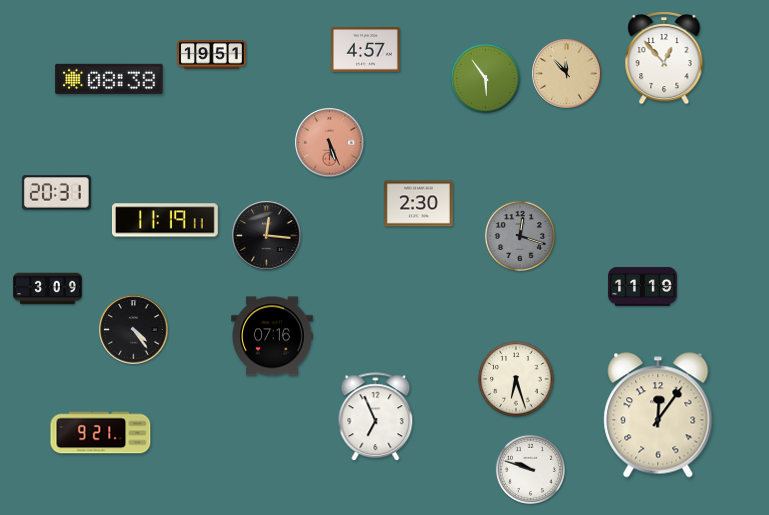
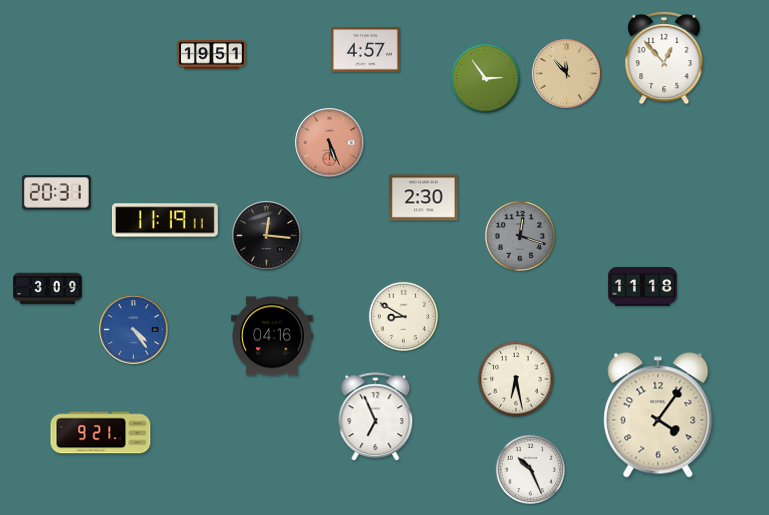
clock at (109, 78): 08:38 -> none
clock at (485, 78): 5:54 -> 2:54
clock at (419, 204) position: (419, 204) -> (424, 198)
clock at (643, 287): 11:19 -> 11:18
clock at (403, 316): none -> 8:50
clock at (134, 330) dial: black -> blue
clock at (272, 336): 07:16 -> 04:16
clock at (516, 379): 6:27 -> 6:28
clock at (658, 415): 12:06 -> 4:06
clock at (530, 469): 9:48 -> 10:26
